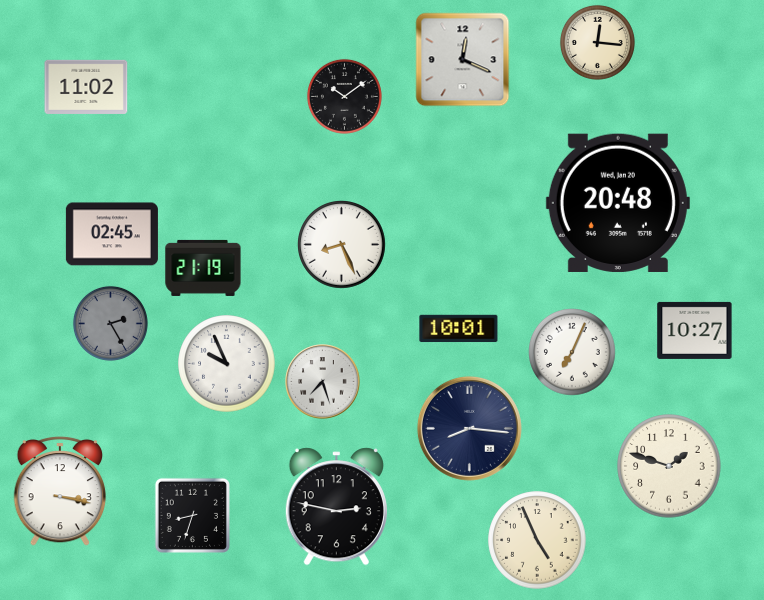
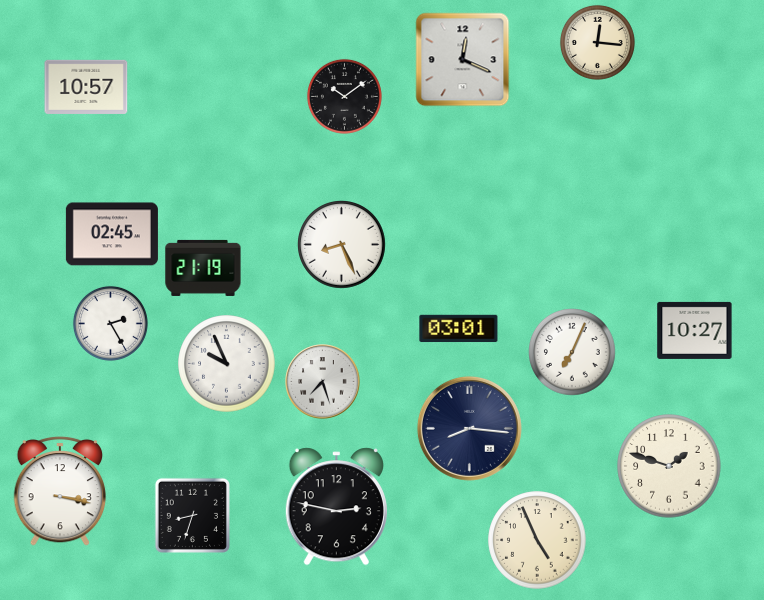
clock at (86, 87): 11:02 -> 10:57
clock at (618, 203): 20:48 -> none
clock at (110, 323) dial: grey -> white
clock at (459, 329): 10:01 -> 03:01
